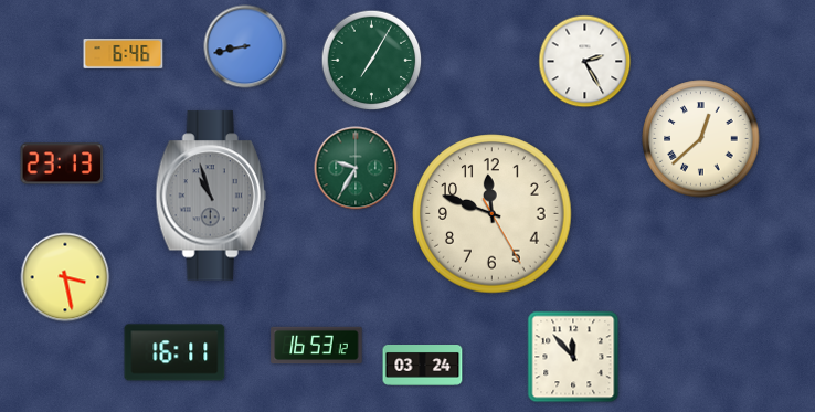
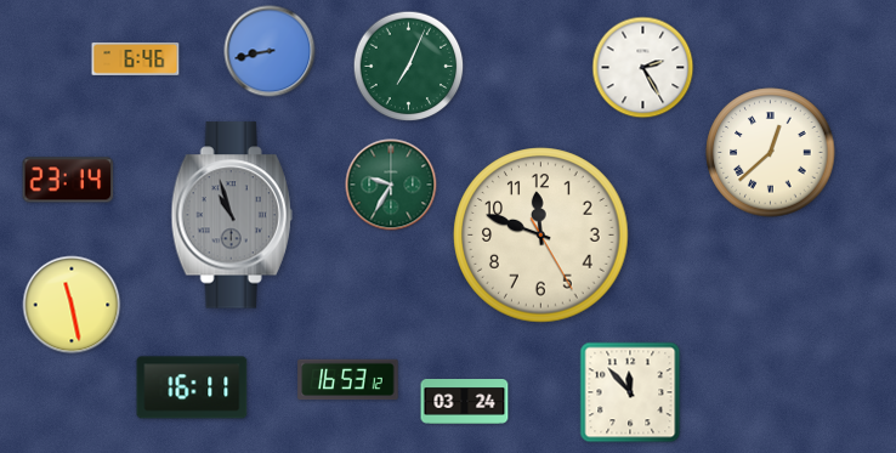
clock at (372, 61): 7:05 -> 7:04
clock at (62, 163): 23:13 -> 23:14
clock at (65, 277): 3:28 -> 11:28
